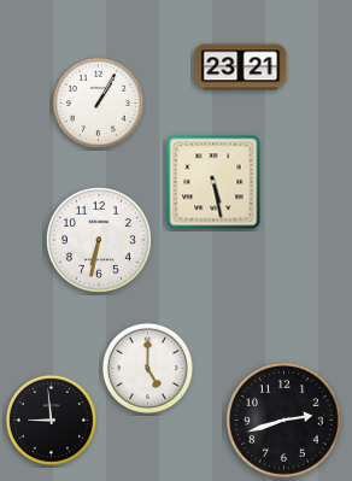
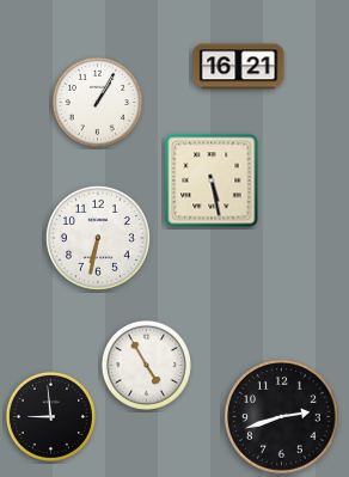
clock at (241, 68): 23:21 -> 16:21
clock at (147, 368): 5:00 -> 4:55
